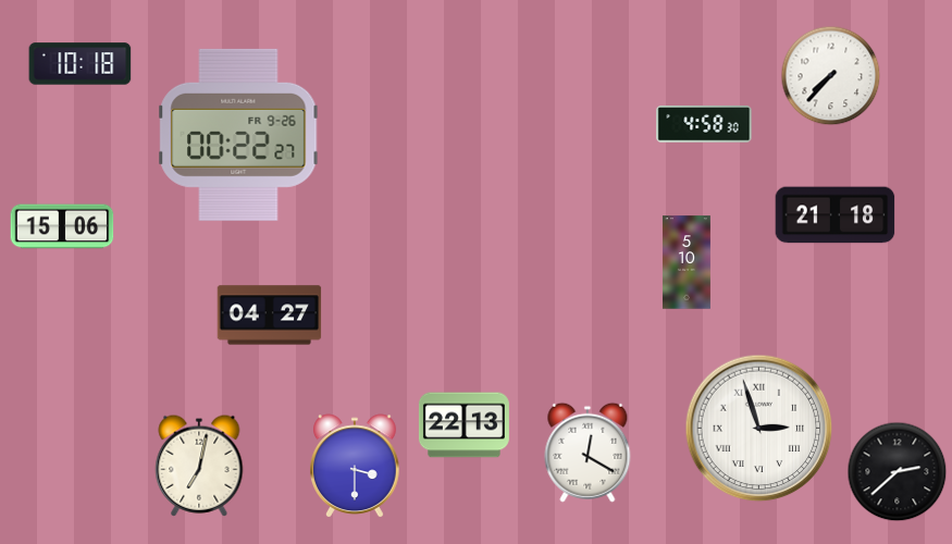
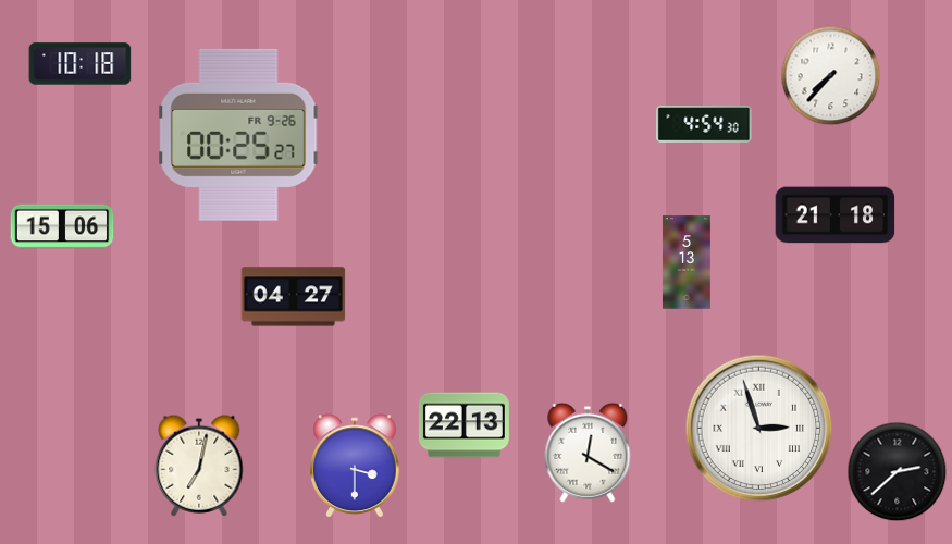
clock at (704, 124): 4:58 -> 4:54
clock at (238, 135): 00:22 -> 00:25
clock at (687, 262): 5:10 -> 5:13
clock at (270, 316) position: (270, 316) -> (294, 297)
